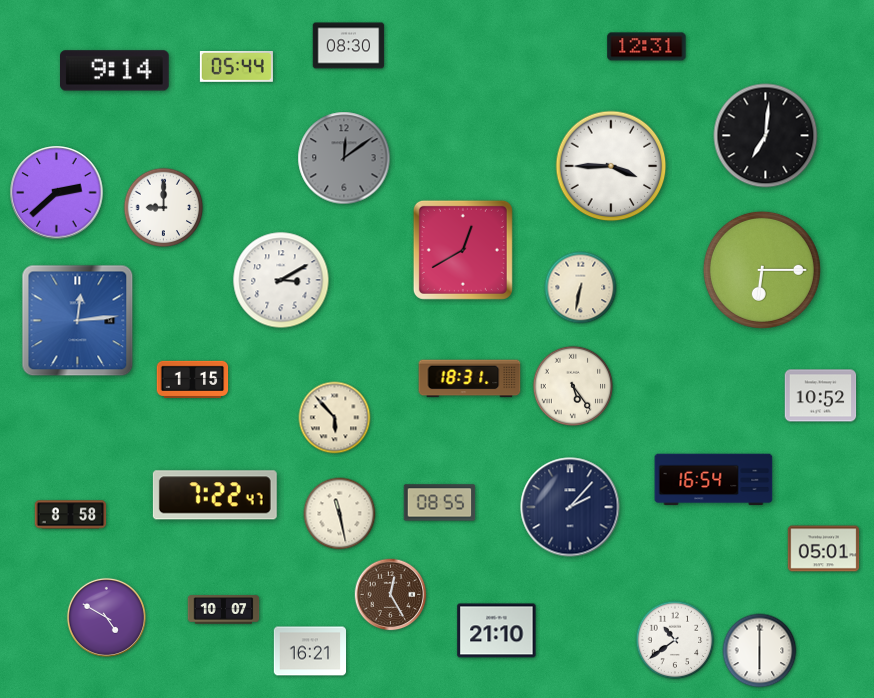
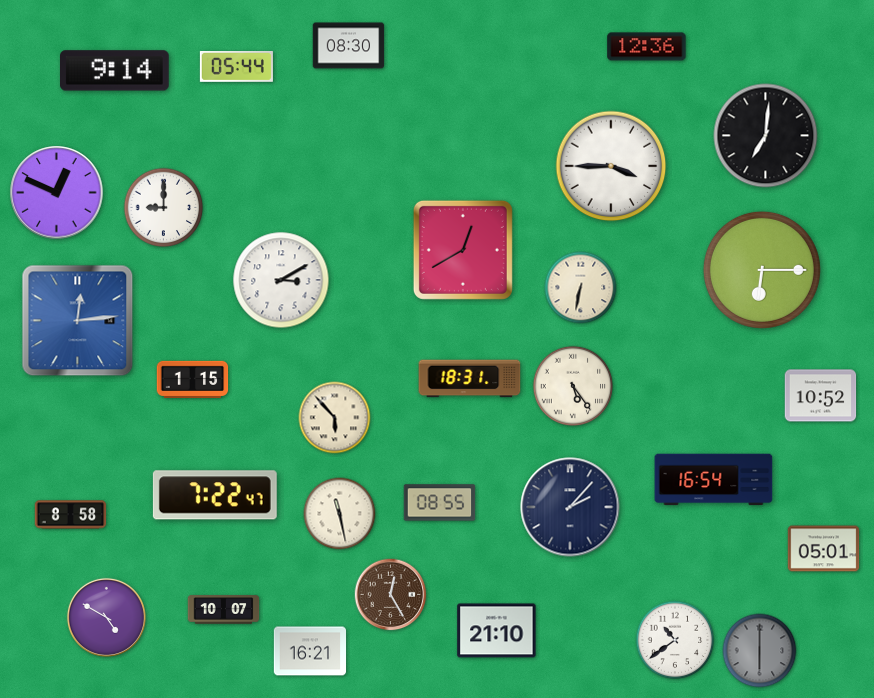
clock at (647, 47): 12:31 -> 12:36
clock at (344, 158): 12:09 -> none
clock at (57, 193): 2:38 -> 12:49
clock at (760, 651) dial: white -> grey
